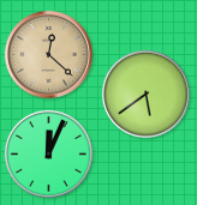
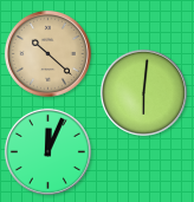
clock at (48, 54): 12:22 -> 10:22
clock at (145, 94): 5:39 -> 6:01
